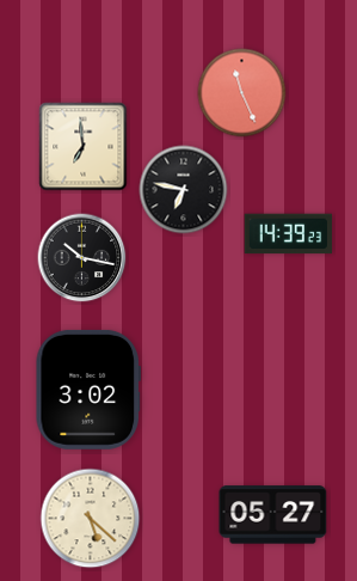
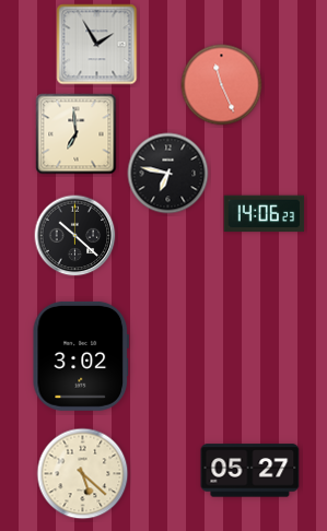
clock at (97, 45): none -> 1:55
clock at (289, 234): 14:39 -> 14:06
clock at (82, 258): 10:17 -> 10:22
